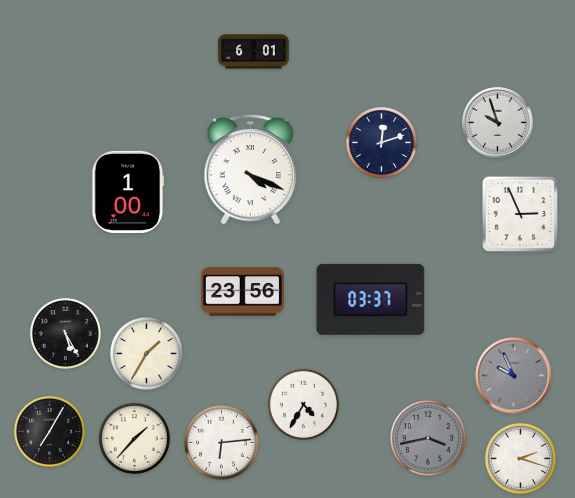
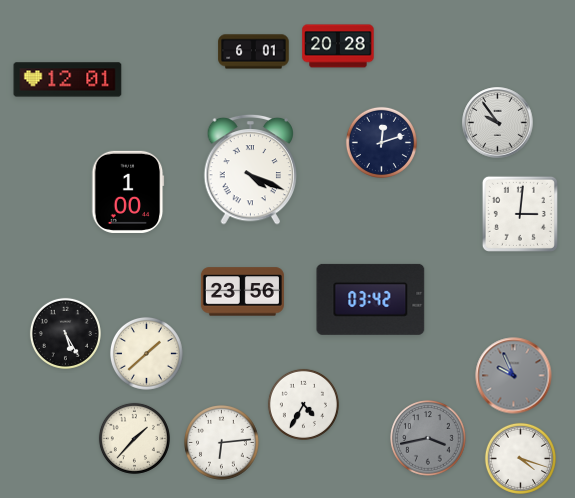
clock at (338, 46): none -> 20:28
clock at (68, 80): none -> 12:01
clock at (498, 123): 9:57 -> 9:54
clock at (520, 214): 2:56 -> 3:01
clock at (371, 299): 03:37 -> 03:42
clock at (146, 353): 1:35 -> 1:38
clock at (49, 431): 7:05 -> none
clock at (520, 458): 2:18 -> 4:18
